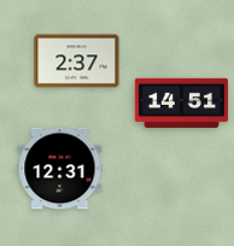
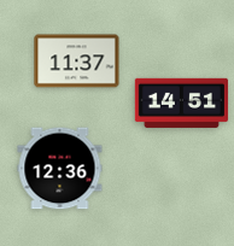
clock at (77, 61): 2:37 -> 11:37
clock at (60, 169): 12:31 -> 12:36
